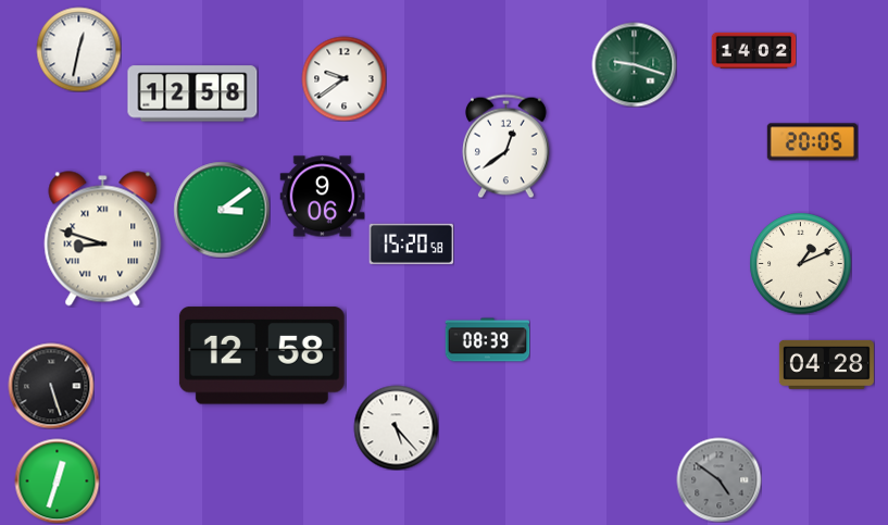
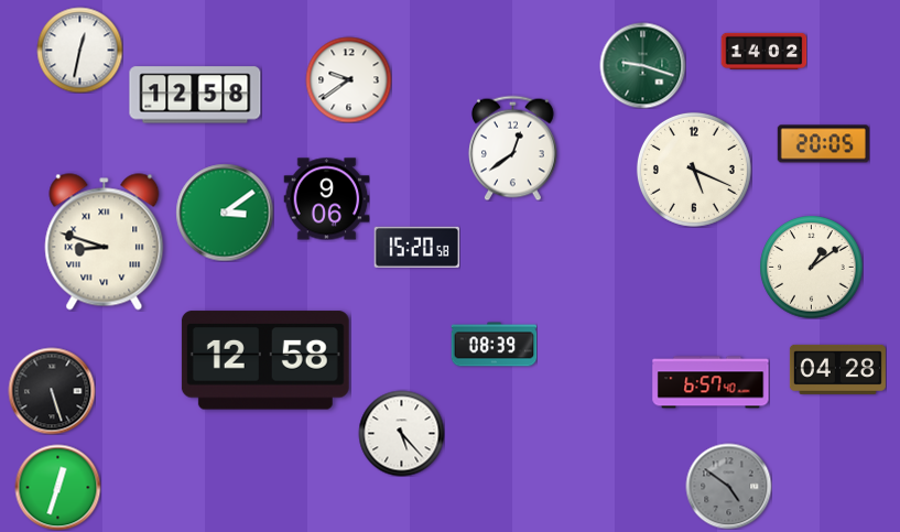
clock at (694, 170): none -> 5:19
clock at (800, 263): 1:11 -> 1:09
clock at (711, 382): none -> 6:57
